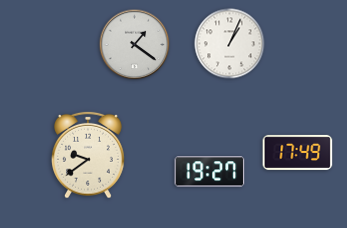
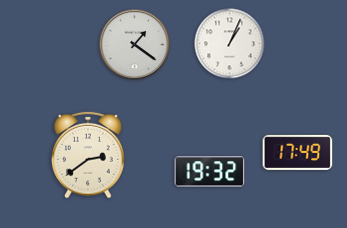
clock at (89, 155): 9:39 -> 2:39
clock at (210, 172): 19:27 -> 19:32
